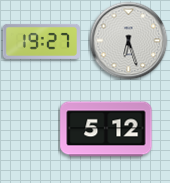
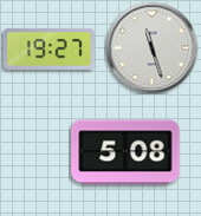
clock at (128, 40): 6:27 -> 11:27
clock at (106, 129): 5:12 -> 5:08
